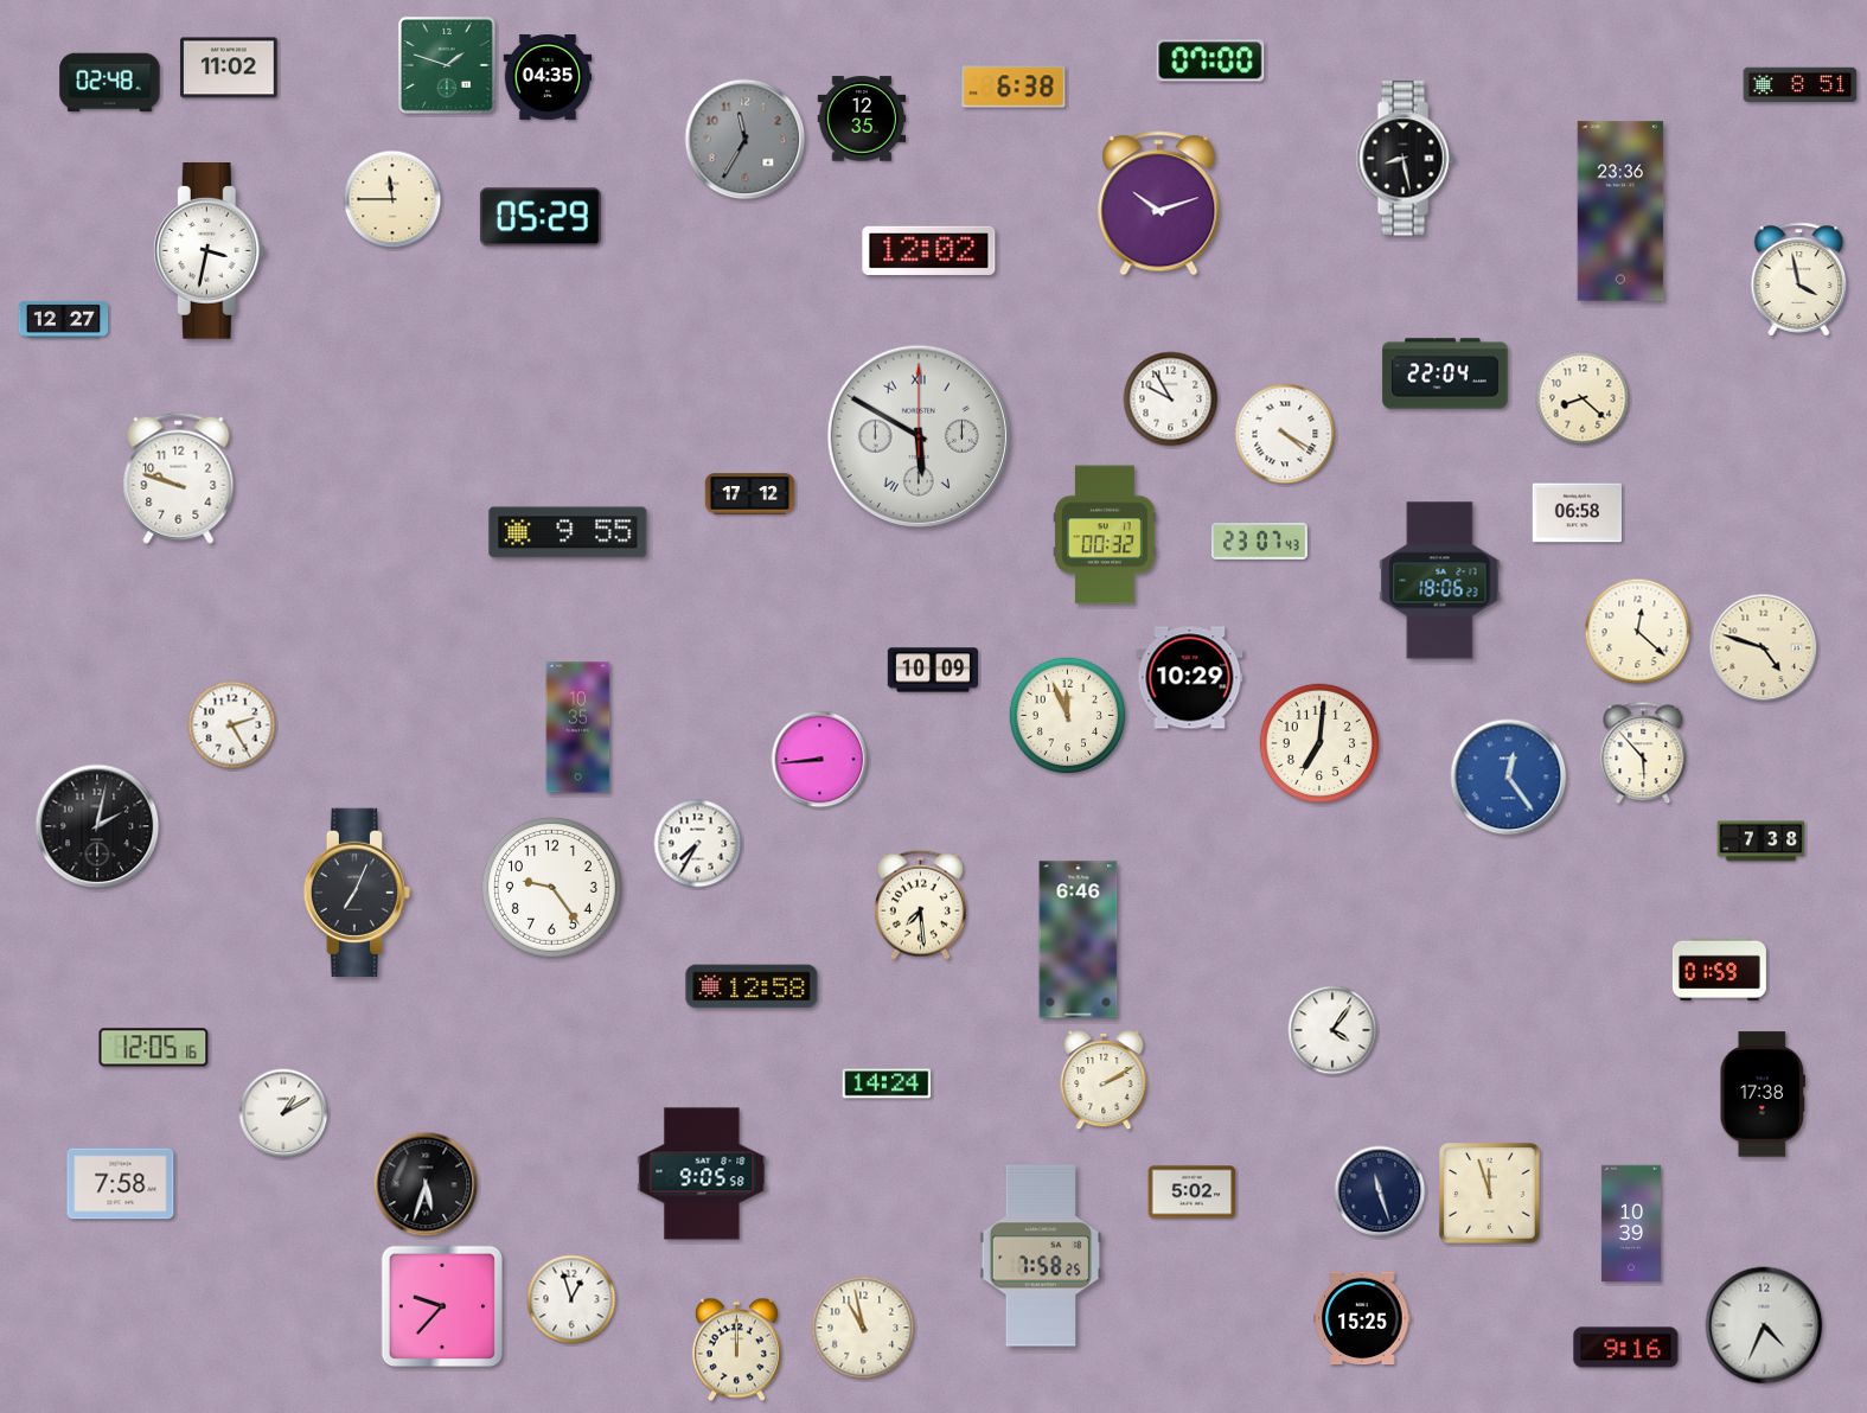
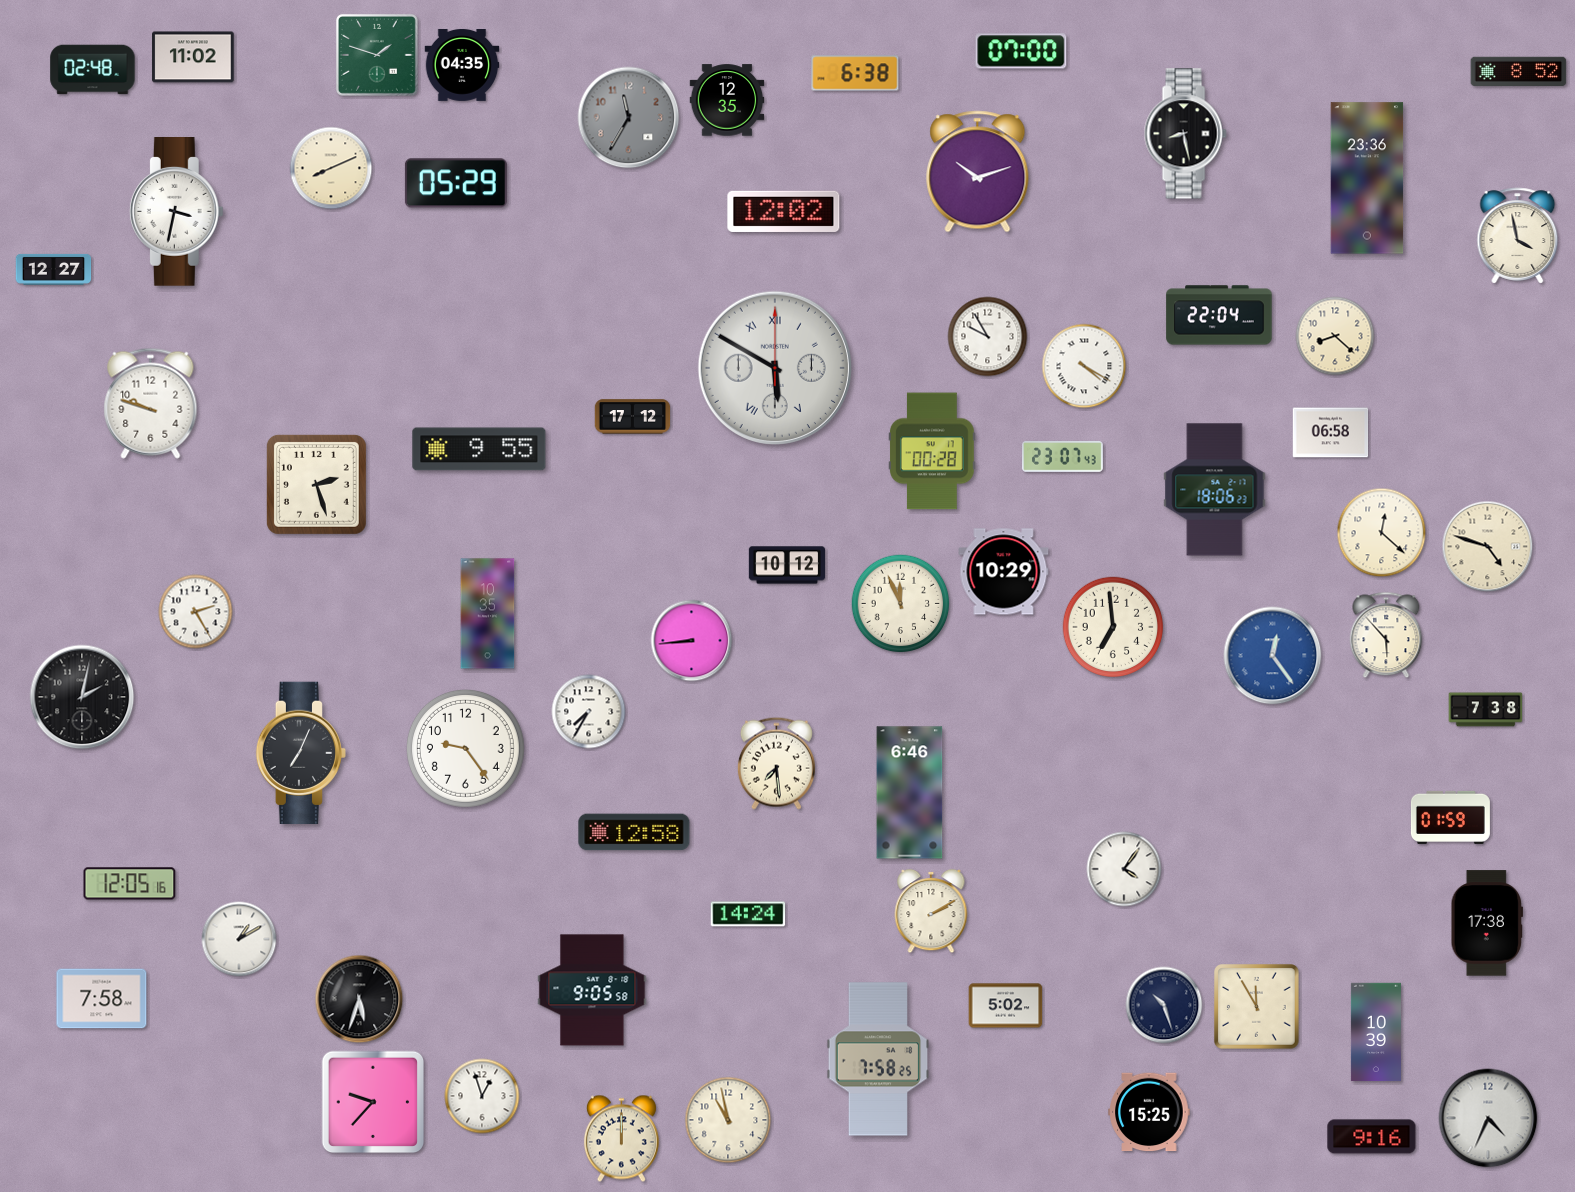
clock at (1801, 85): 8:51 -> 8:52
clock at (392, 199): 11:45 -> 8:11
clock at (1106, 535): 00:32 -> 00:28
clock at (316, 484): none -> 2:27
clock at (933, 670): 10:09 -> 10:12
clock at (1319, 743): 7:01 -> 6:59
clock at (1380, 1191): 11:27 -> 10:27
clock at (1490, 1194): 11:57 -> 11:55
